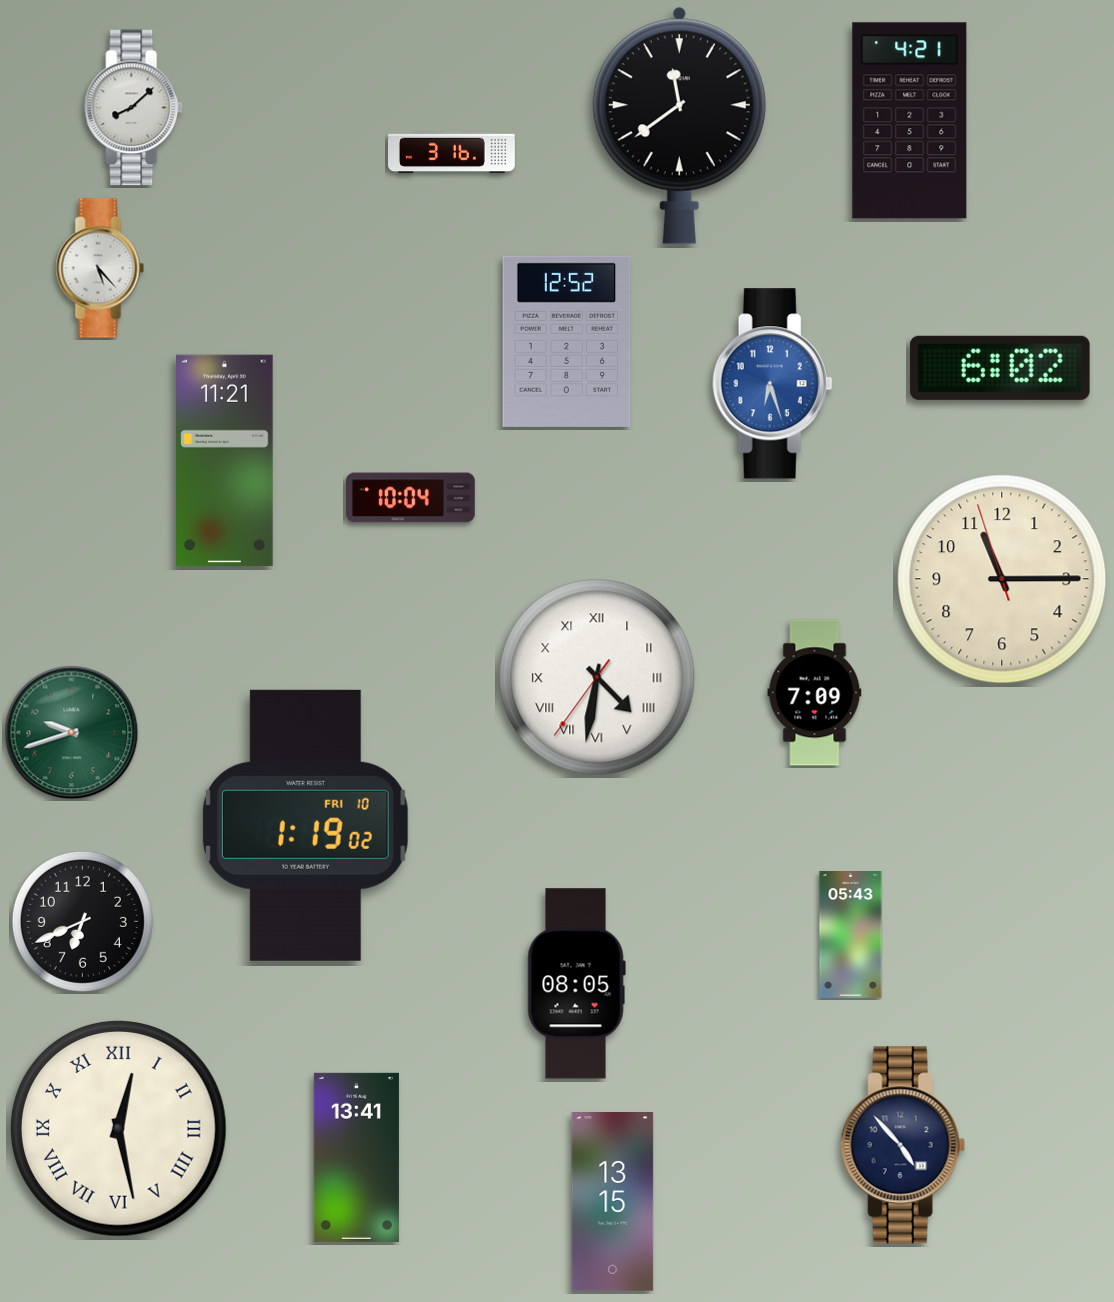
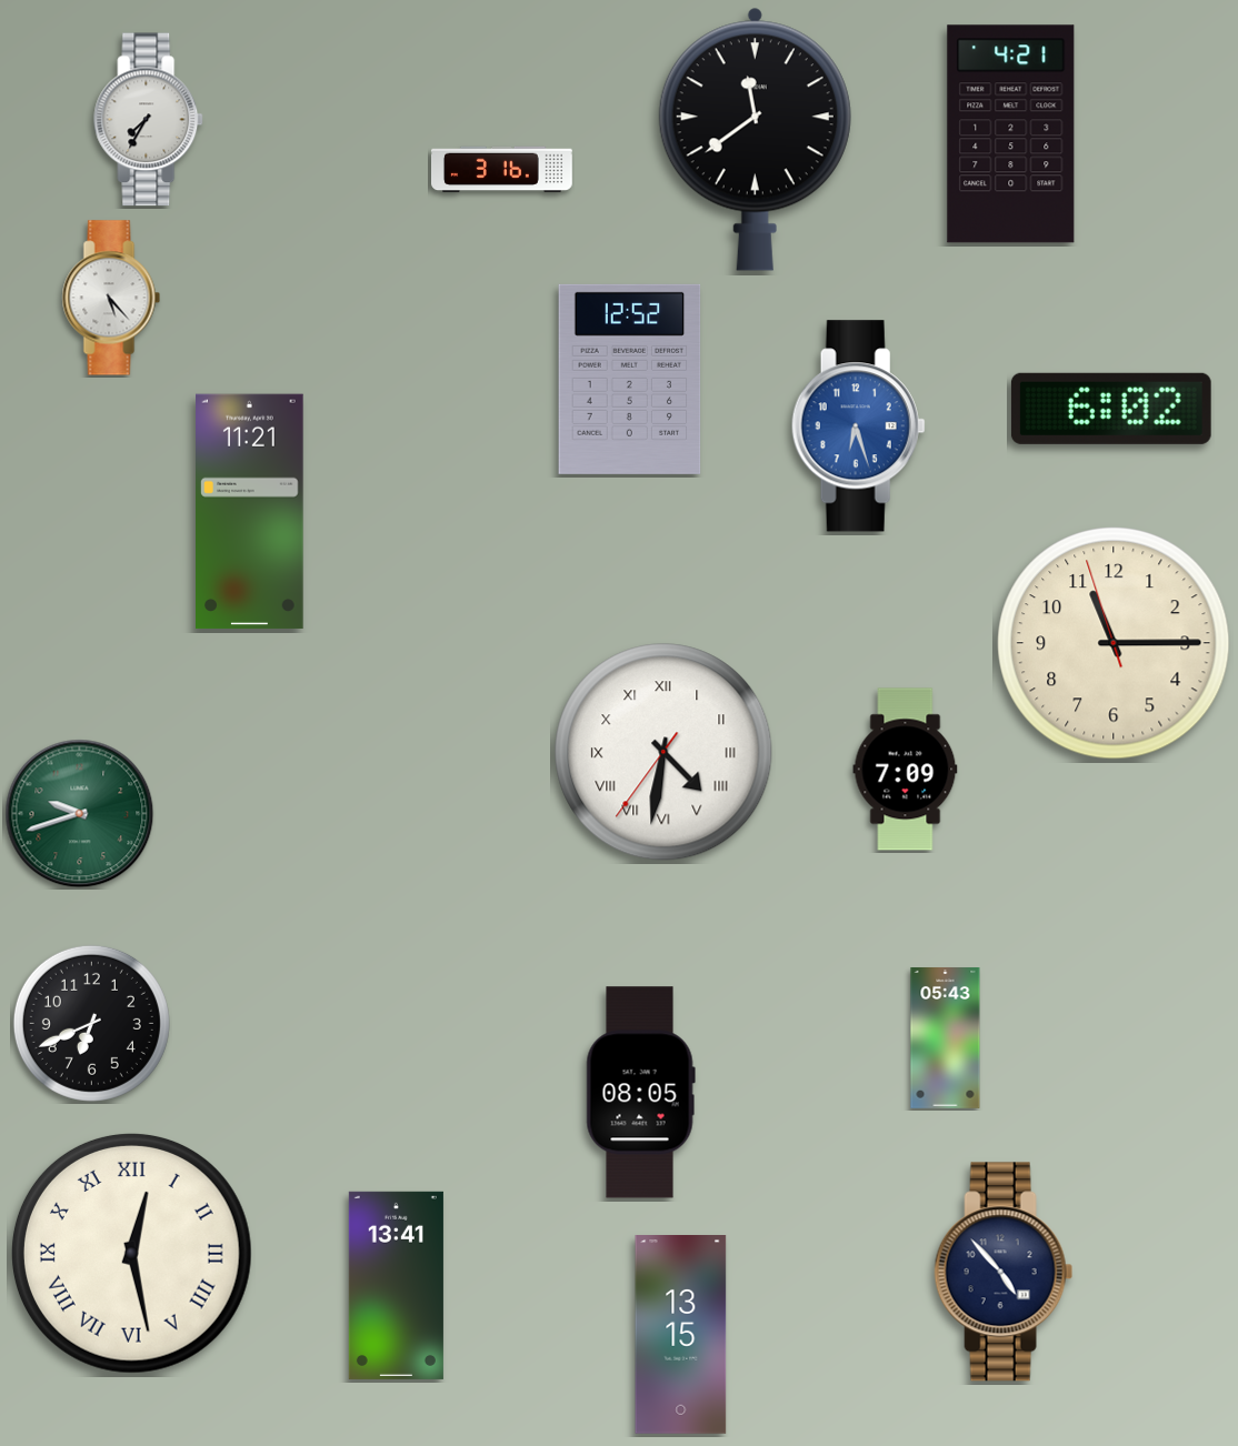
clock at (134, 108): 8:08 -> 7:35
clock at (411, 498): 10:04 -> none
clock at (305, 825): 1:19 -> none
